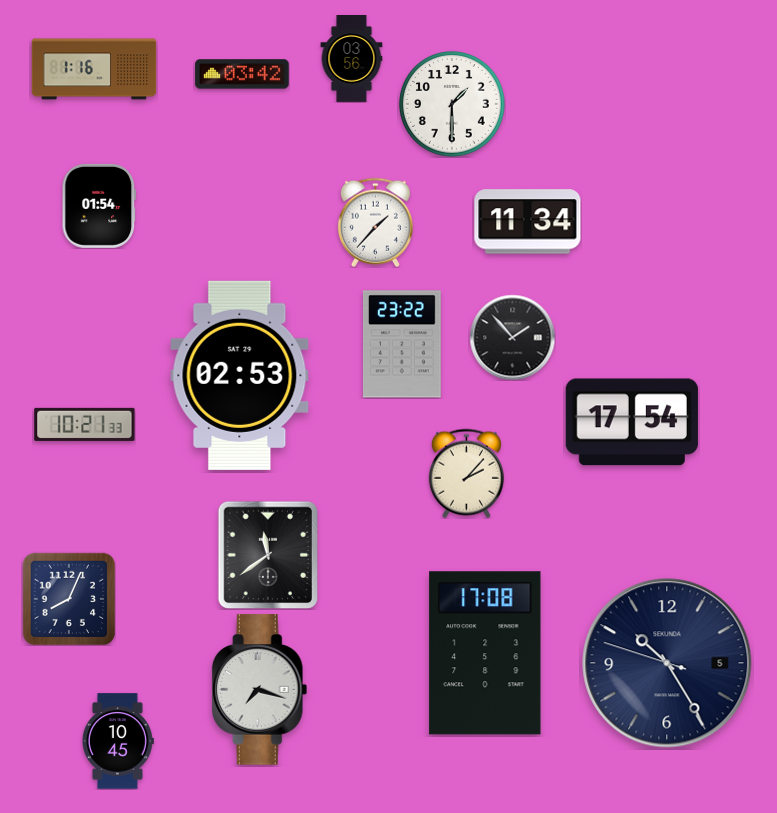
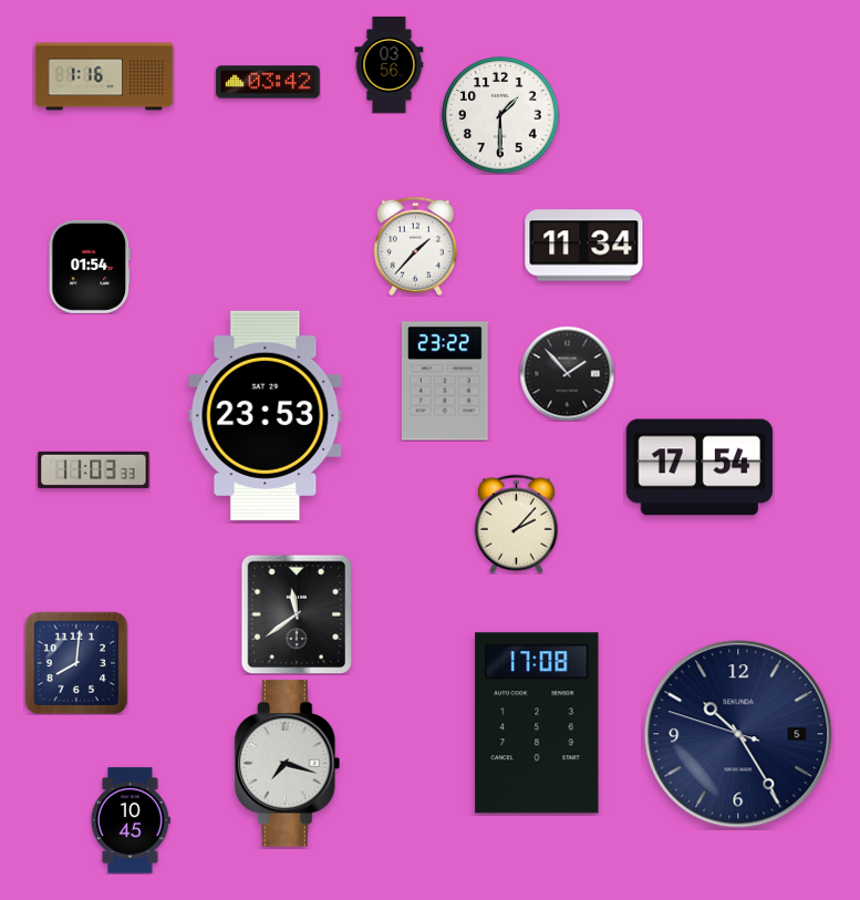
clock at (99, 206) position: (99, 206) -> (90, 267)
clock at (240, 375): 02:53 -> 23:53
clock at (85, 424): 10:21 -> 11:03
clock at (69, 599): 8:04 -> 8:01
